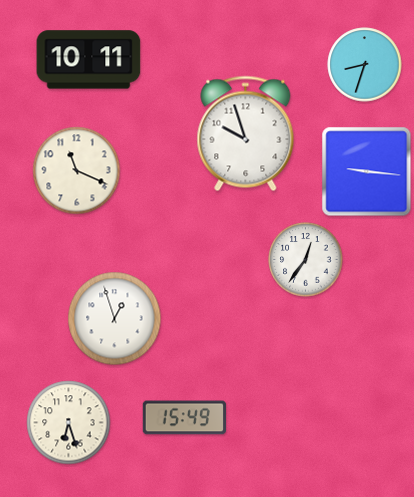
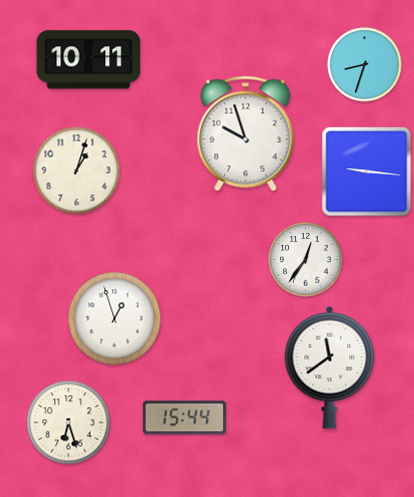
clock at (77, 171): 11:19 -> 1:03
clock at (330, 367): none -> 11:39
clock at (185, 418): 15:49 -> 15:44
